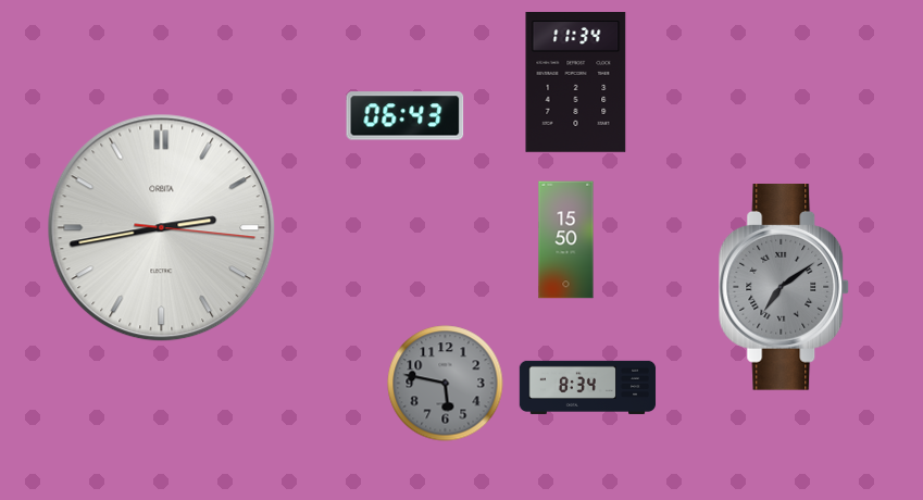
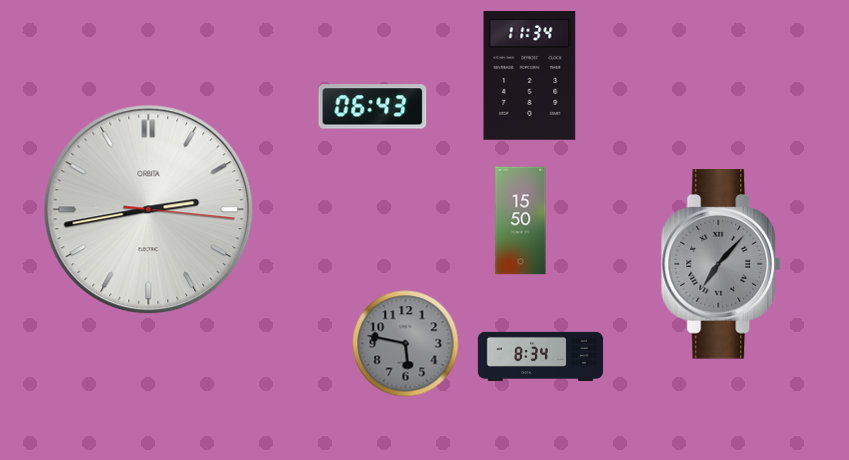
clock at (784, 288): 7:09 -> 7:07
clock at (446, 384) position: (446, 384) -> (406, 344)
